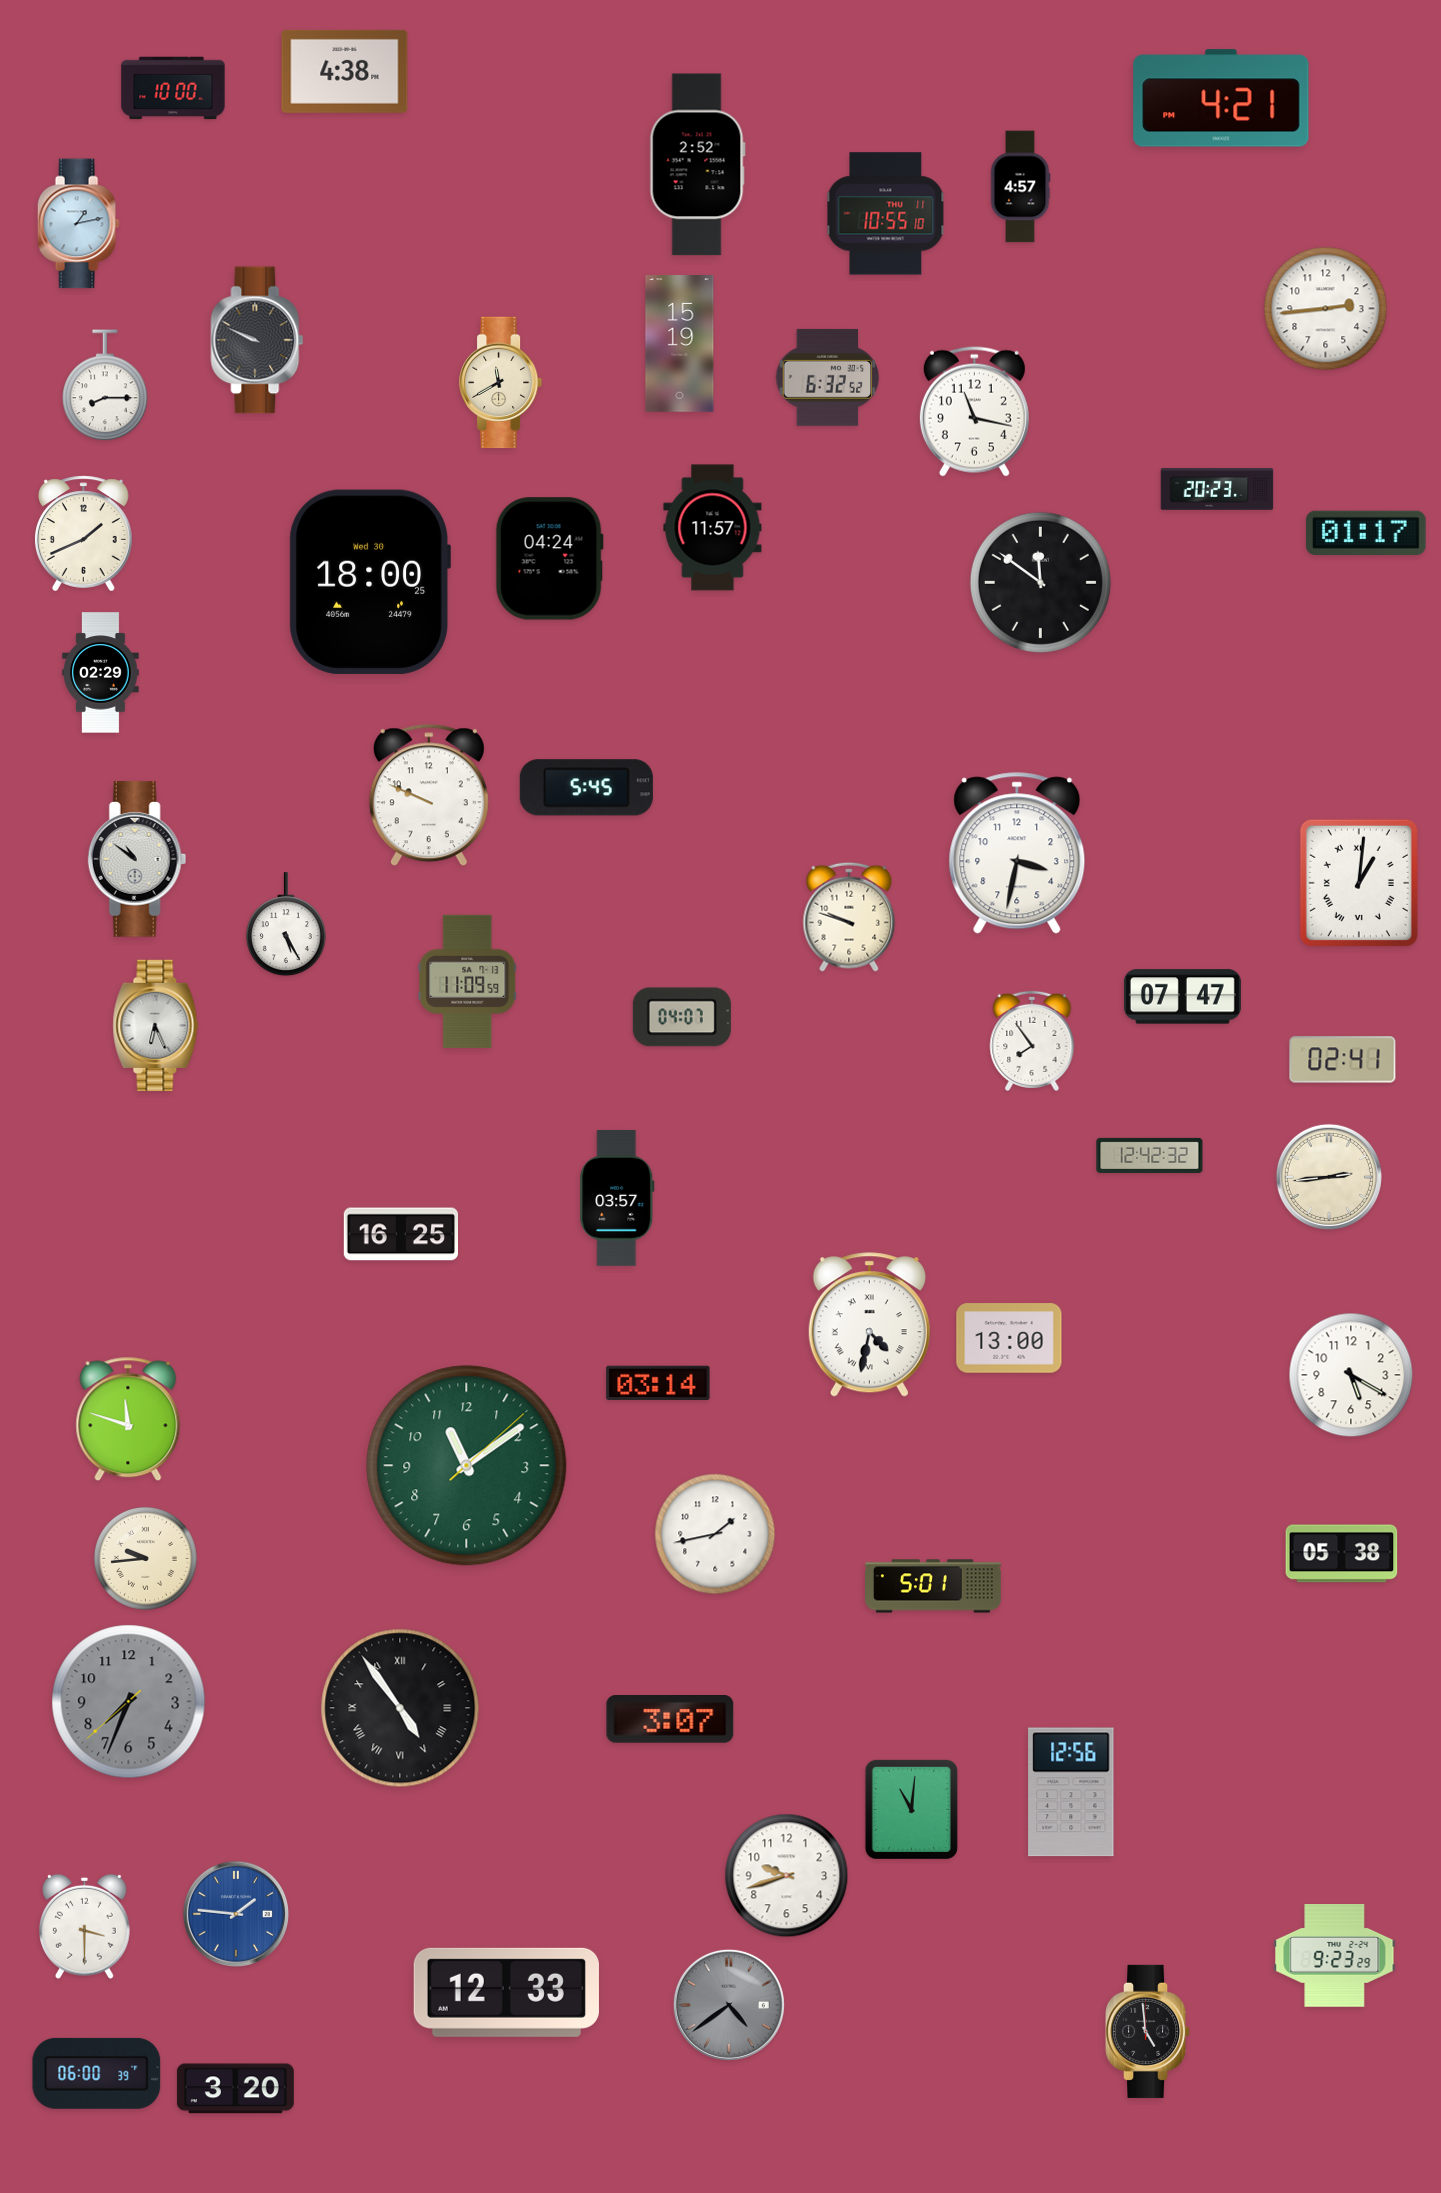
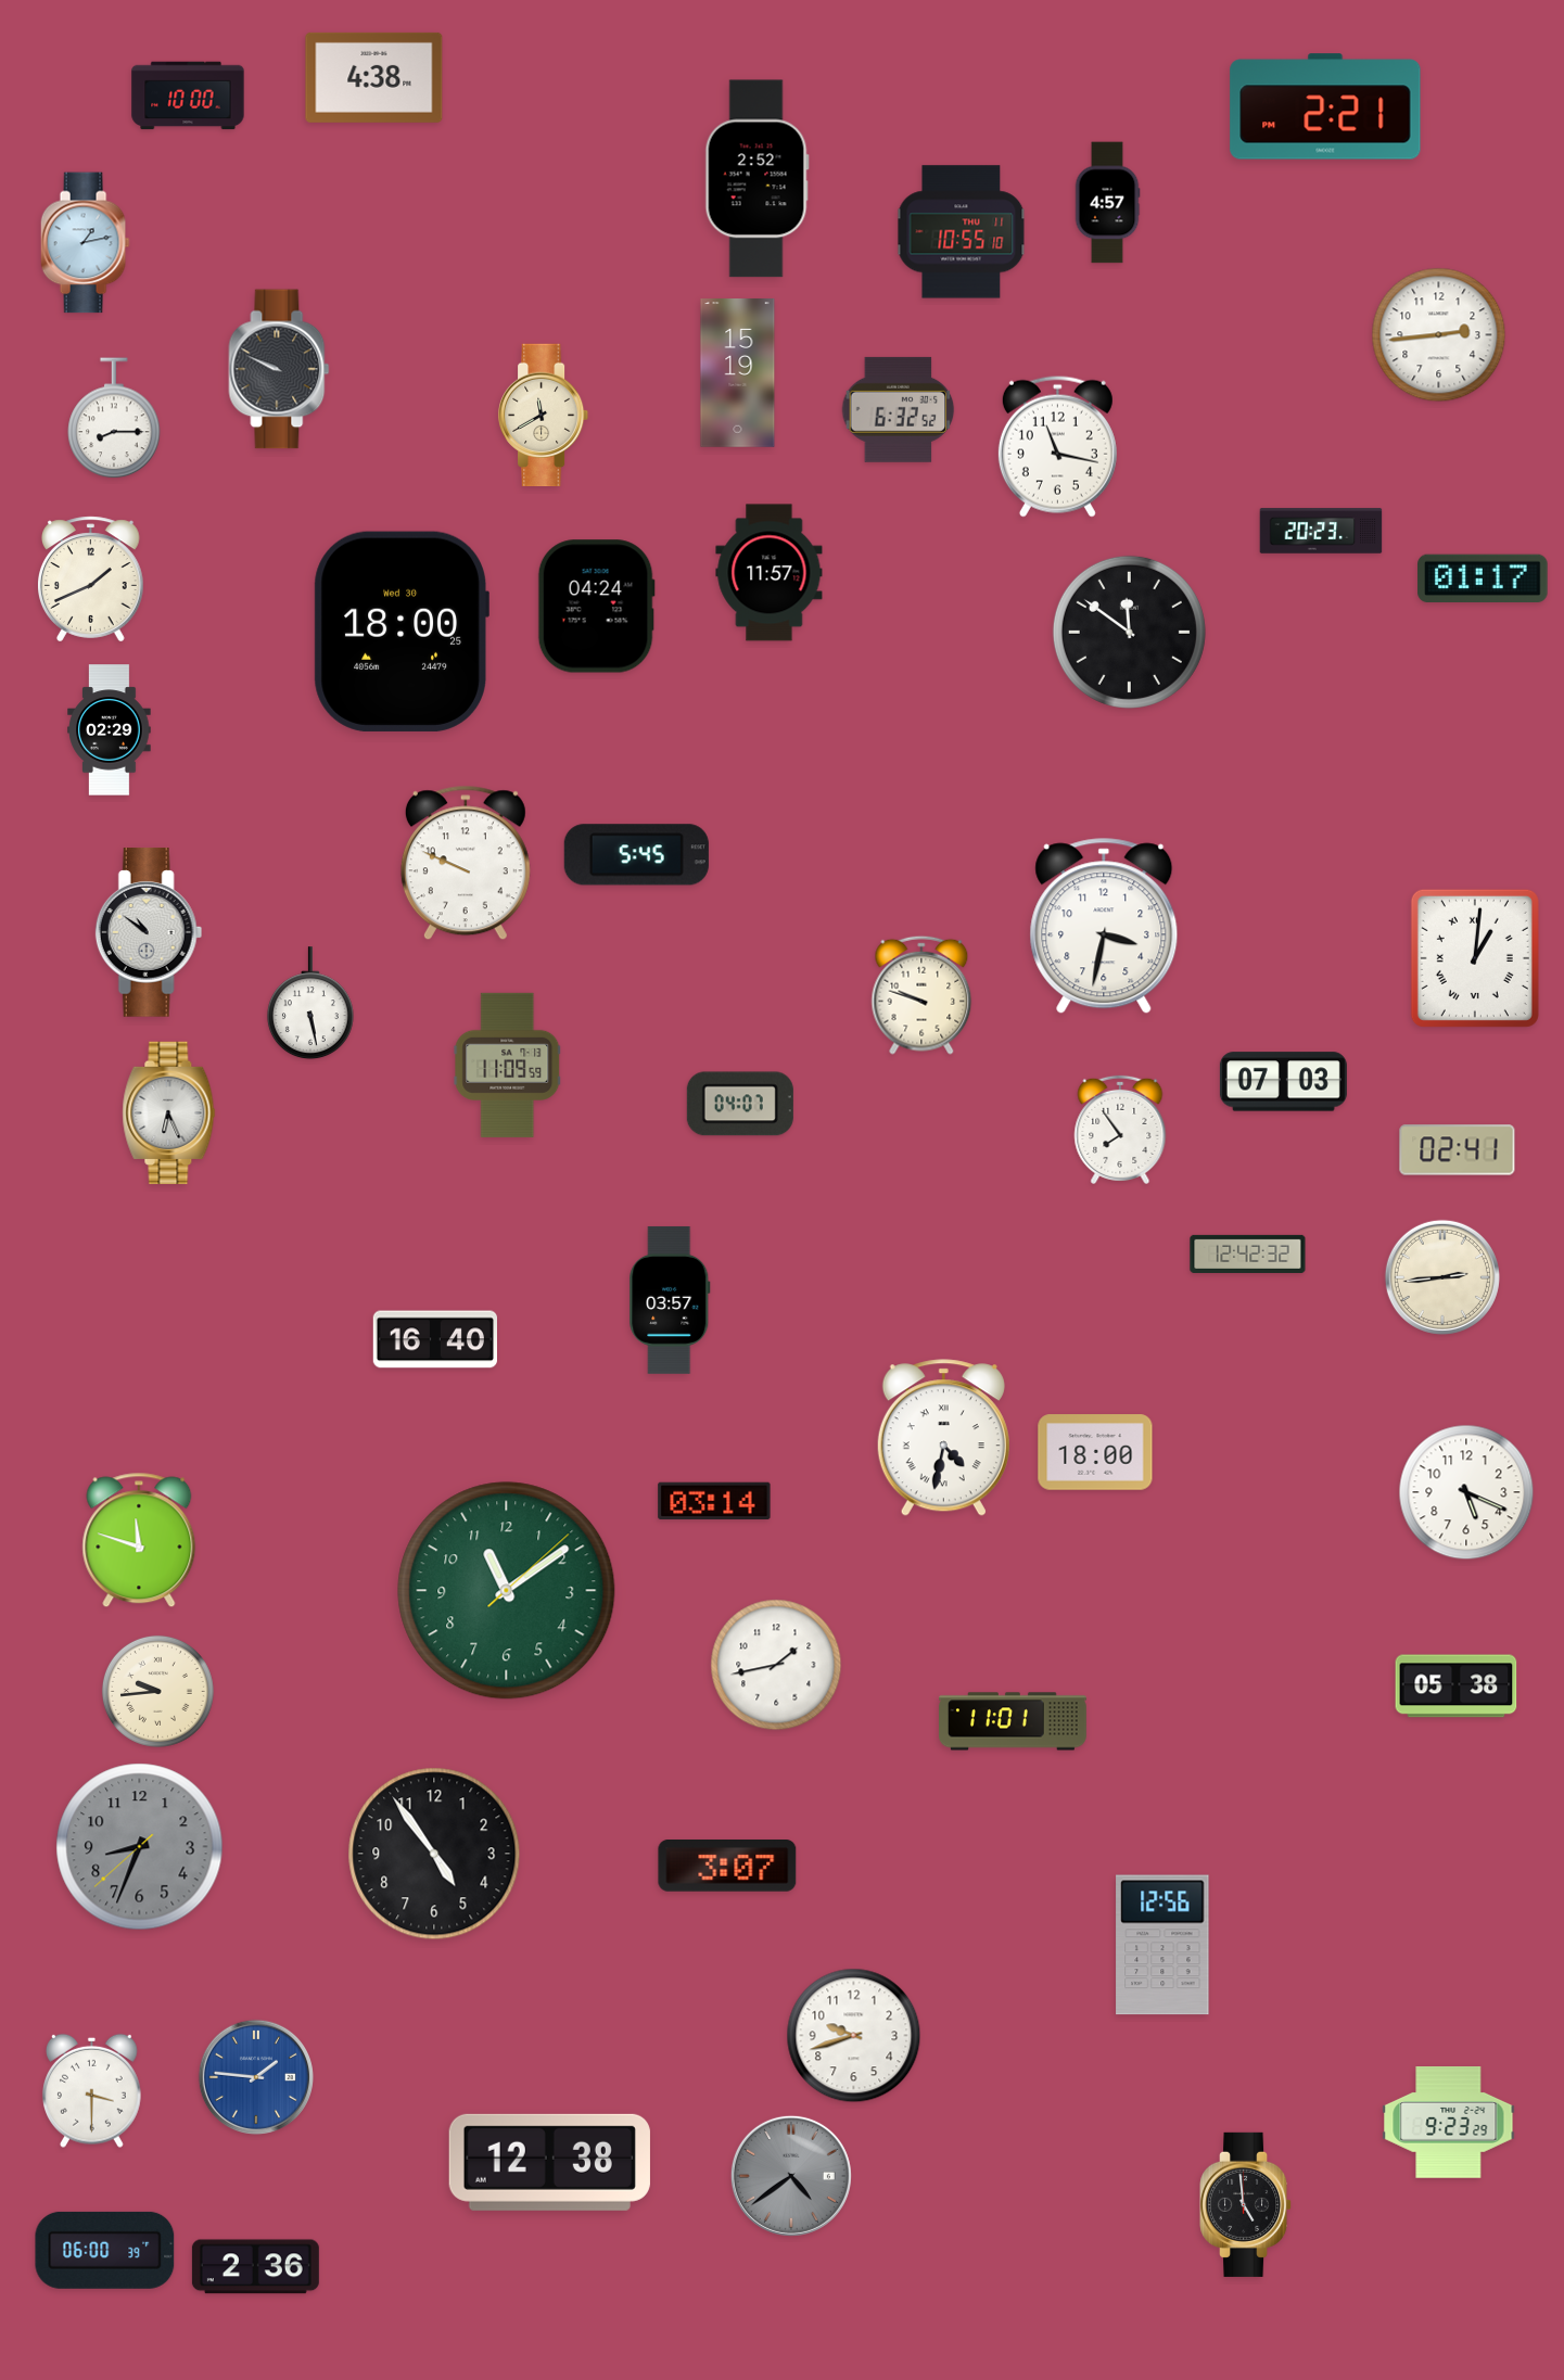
clock at (1221, 98): 4:21 -> 2:21
clock at (713, 528) position: (713, 528) -> (770, 573)
clock at (286, 925): 5:25 -> 5:28
clock at (1182, 997): 07:47 -> 07:03
clock at (400, 1234): 16:25 -> 16:40
clock at (1009, 1338): 13:00 -> 18:00
clock at (1351, 1375): 5:20 -> 5:19
clock at (934, 1586): 5:01 -> 11:01
clock at (129, 1702): 7:33 -> 8:33
clock at (400, 1708) numerals: Roman -> Arabic
clock at (911, 1809): 11:01 -> none
clock at (506, 1992): 12:33 -> 12:38
clock at (235, 2089): 3:20 -> 2:36
